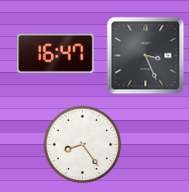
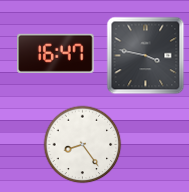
clock at (145, 55): 3:26 -> 3:47
